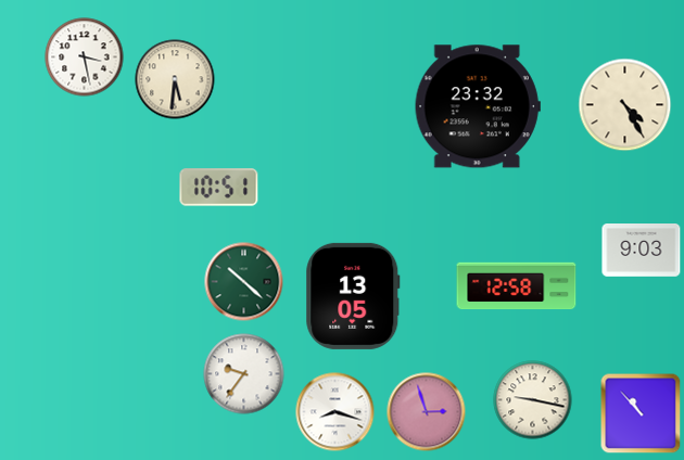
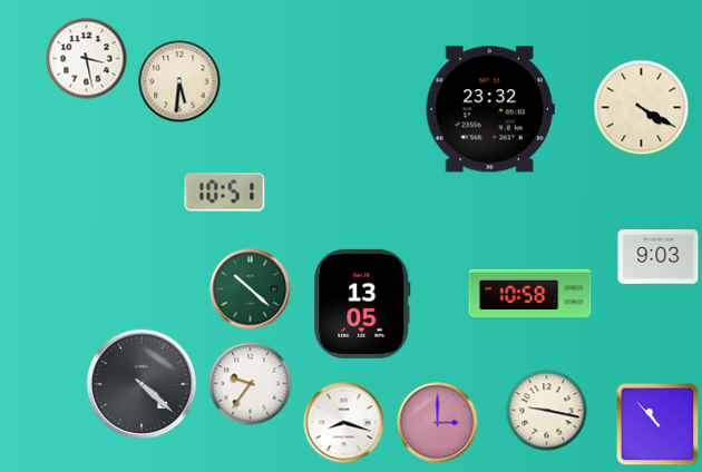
clock at (625, 105): 4:25 -> 4:20
clock at (517, 286): 12:58 -> 10:58
clock at (142, 384): none -> 4:22
clock at (427, 412): 2:57 -> 3:00
